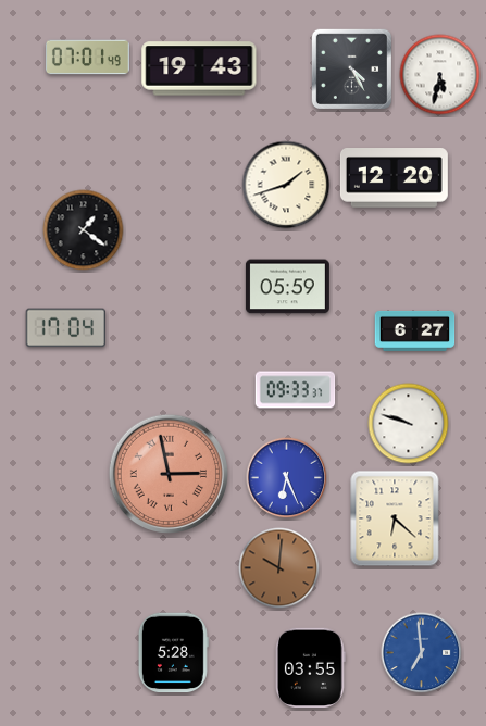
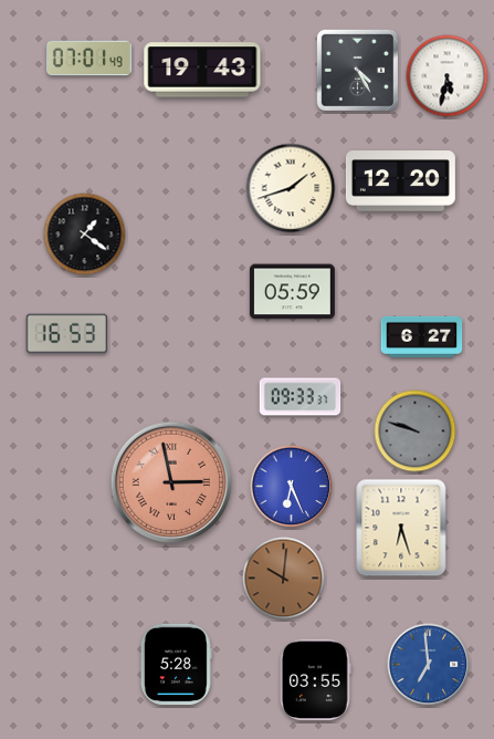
clock at (66, 328): 17:04 -> 16:53
clock at (409, 424) dial: white -> grey
clock at (395, 518): 6:22 -> 6:27
